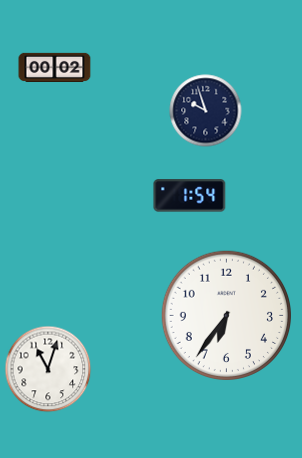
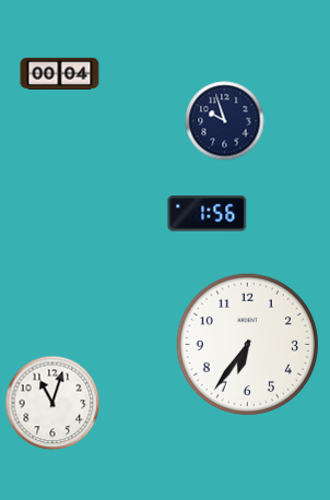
clock at (55, 67): 00:02 -> 00:04
clock at (190, 196): 1:54 -> 1:56
